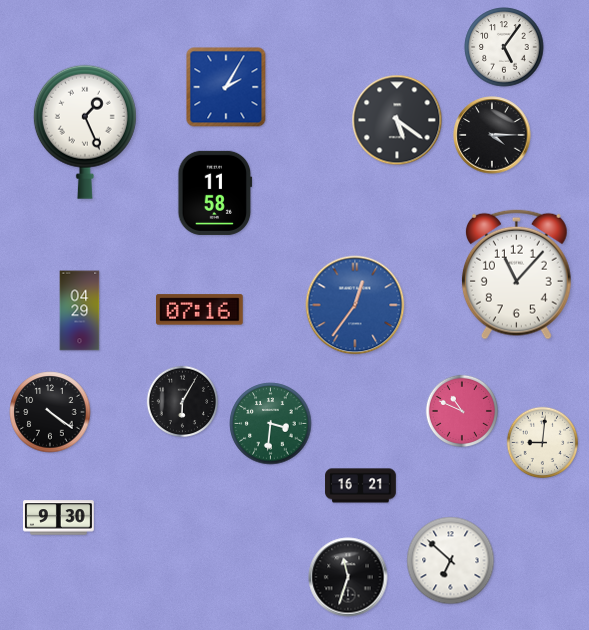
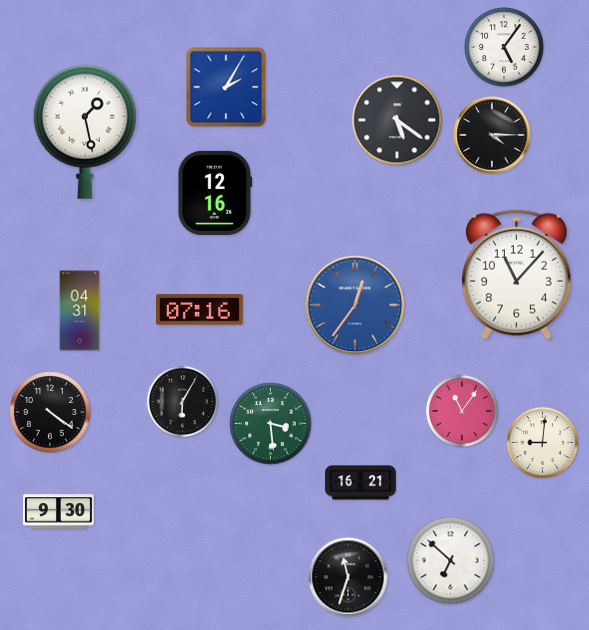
clock at (85, 132): 1:26 -> 1:28
clock at (215, 193): 11:58 -> 12:16
clock at (80, 311): 04:29 -> 04:31
clock at (461, 410): 10:49 -> 11:06
clock at (271, 424): 3:31 -> 3:29
clock at (361, 486) position: (361, 486) -> (361, 483)
clock at (59, 518) position: (59, 518) -> (59, 512)
